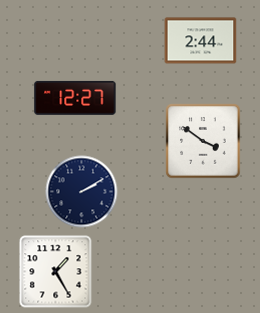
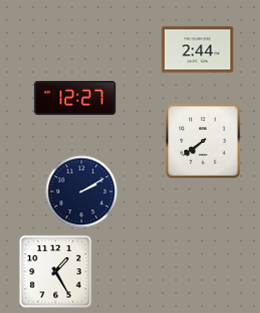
clock at (201, 41) position: (201, 41) -> (198, 50)
clock at (203, 141): 3:51 -> 7:39
